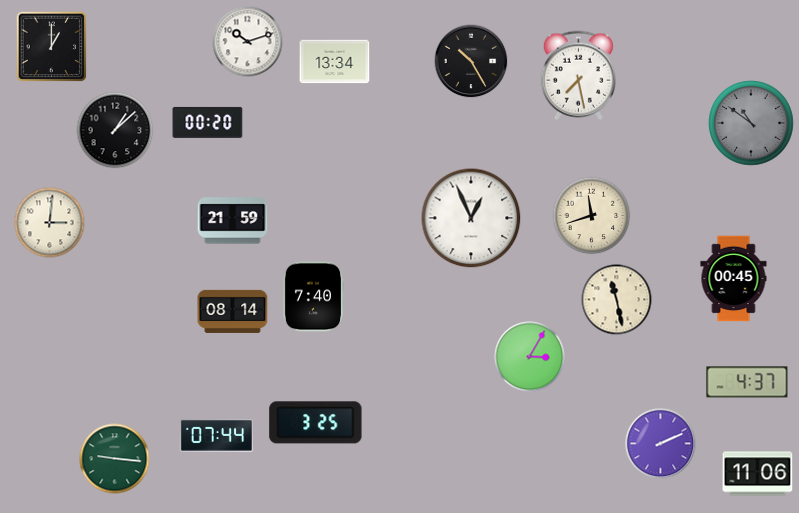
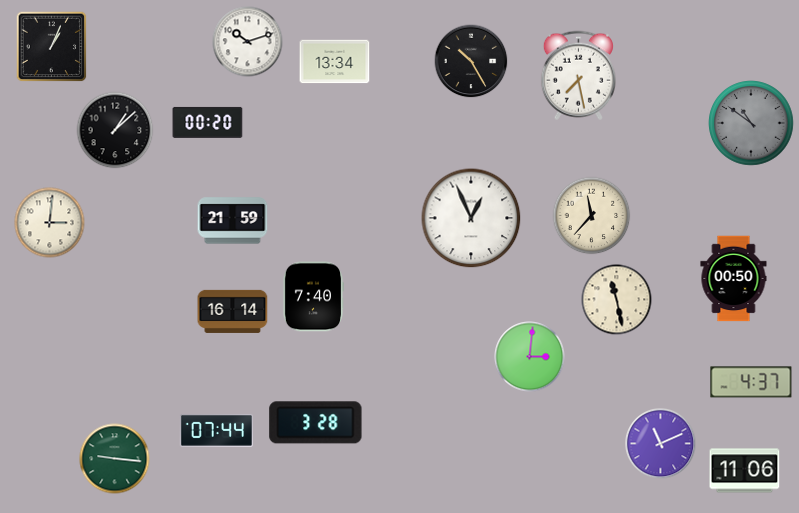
clock at (52, 47): 1:00 -> 1:04
clock at (592, 216): 11:42 -> 11:37
clock at (734, 279): 00:45 -> 00:50
clock at (233, 311): 08:14 -> 16:14
clock at (530, 357): 3:05 -> 3:01
clock at (747, 382) position: (747, 382) -> (751, 382)
clock at (316, 423): 3:25 -> 3:28
clock at (216, 435) position: (216, 435) -> (216, 430)
clock at (661, 444): 2:11 -> 11:11
clock at (758, 474) position: (758, 474) -> (745, 471)
